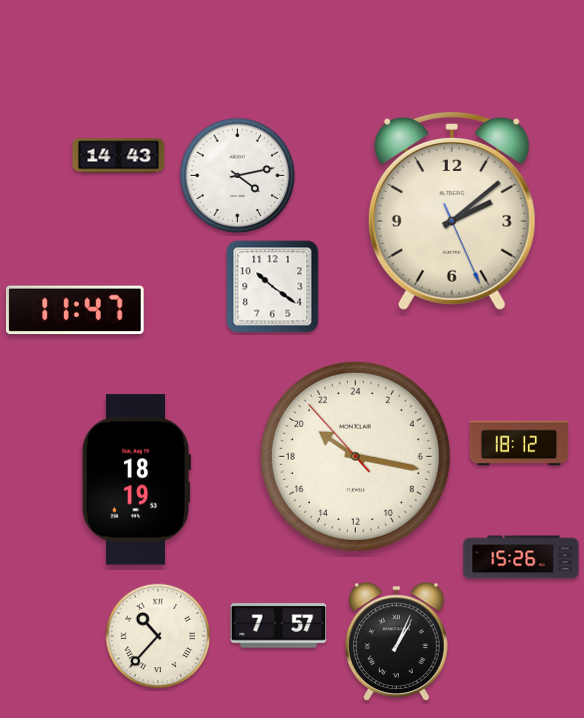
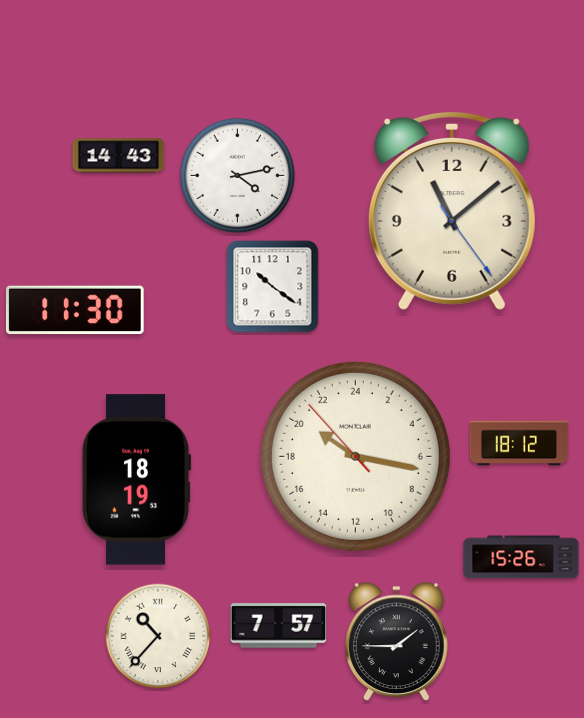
clock at (452, 210): 2:08 -> 11:08
clock at (76, 310): 11:47 -> 11:30
clock at (397, 642): 1:04 -> 1:45
